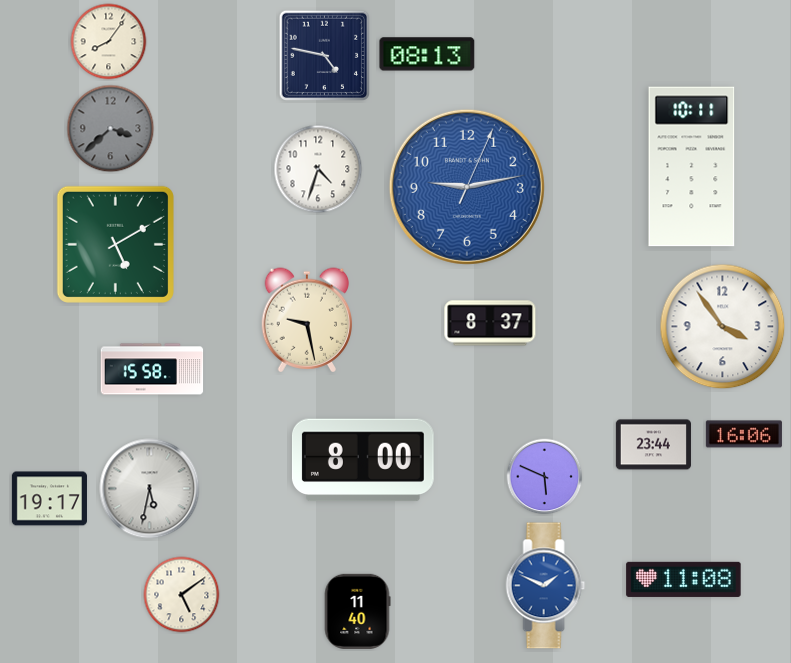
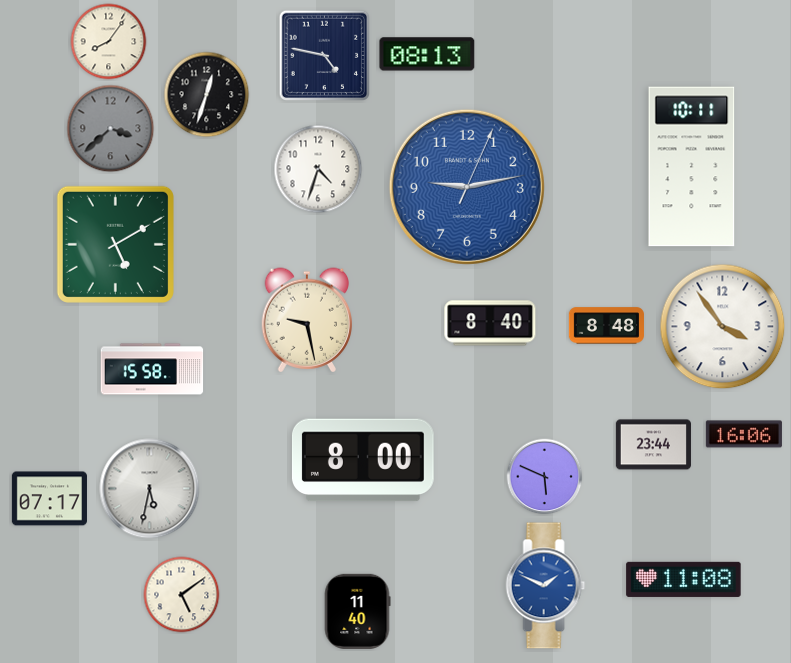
clock at (207, 95): none -> 12:33
clock at (490, 323): 8:37 -> 8:40
clock at (606, 326): none -> 8:48
clock at (49, 499): 19:17 -> 07:17
